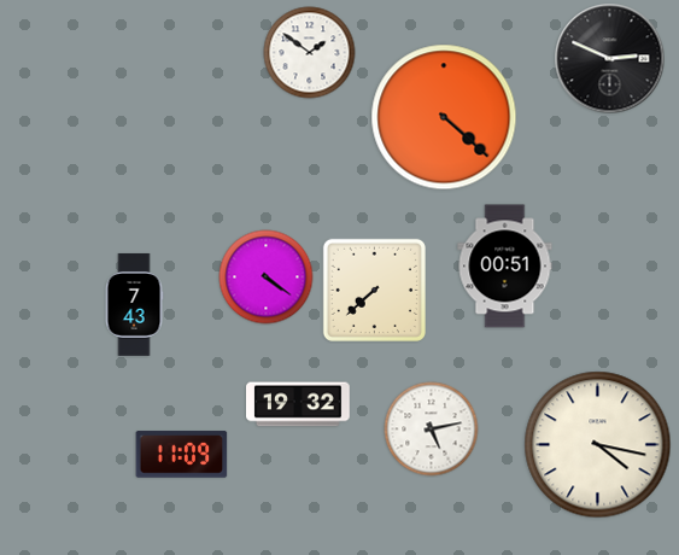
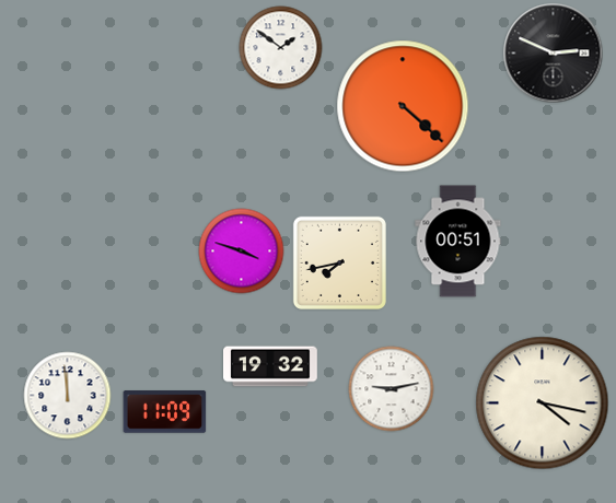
clock at (267, 277): 4:21 -> 3:48
clock at (374, 290): 7:38 -> 7:43
clock at (134, 304): 7:43 -> none
clock at (432, 430): 5:13 -> 9:13
clock at (68, 396): none -> 11:59
